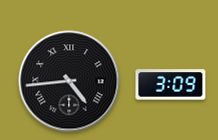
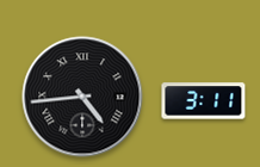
clock at (171, 85): 3:09 -> 3:11
